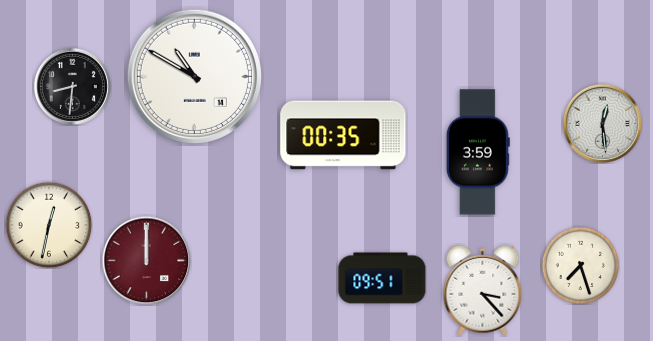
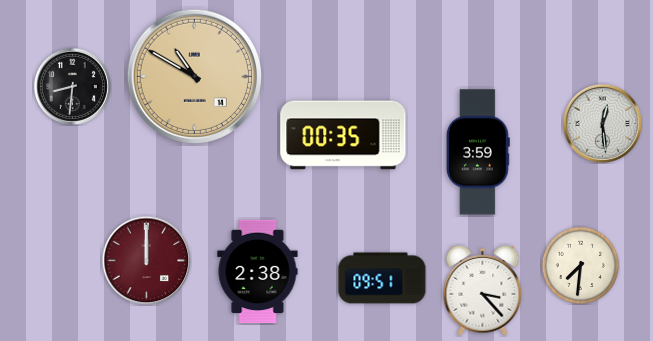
clock at (194, 76) dial: white -> champagne
clock at (49, 225): 12:32 -> none
clock at (580, 265): 7:27 -> 7:31
clock at (258, 272): none -> 2:38
